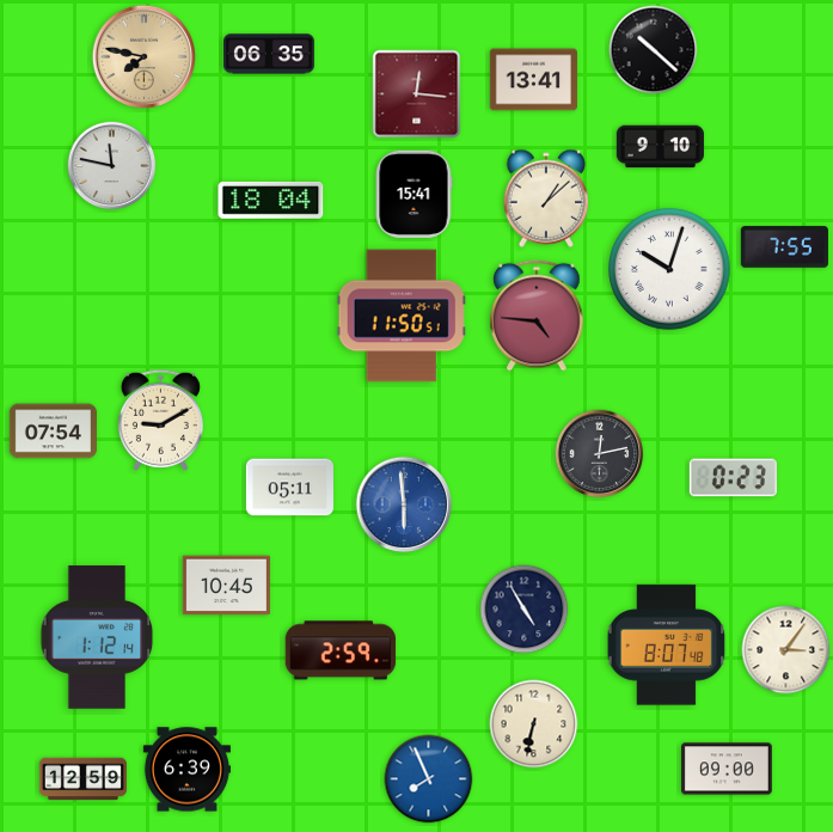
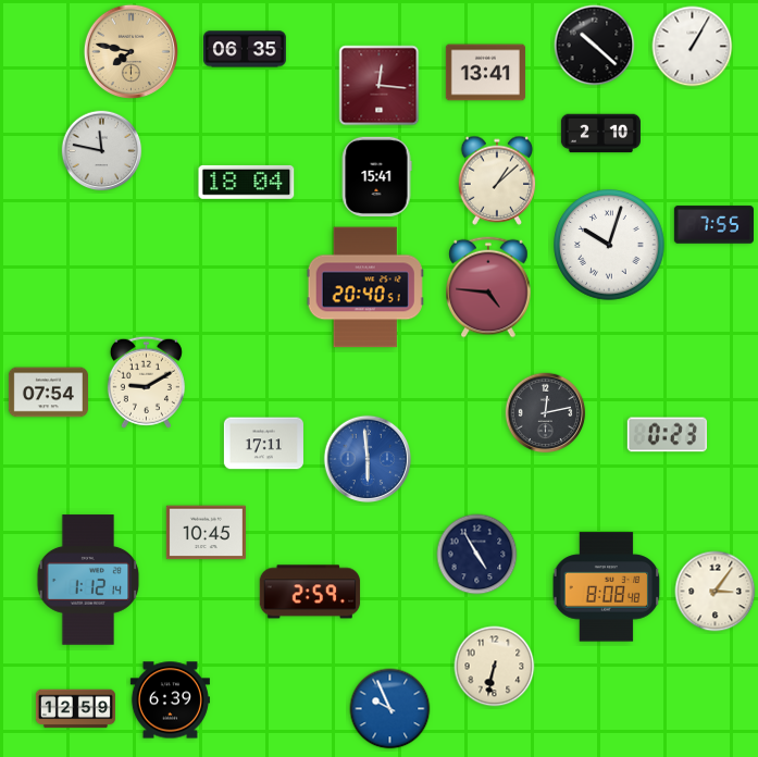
clock at (693, 47): none -> 1:05
clock at (660, 147): 9:10 -> 2:10
clock at (402, 316): 11:50 -> 20:40
clock at (289, 488): 05:11 -> 17:11
clock at (667, 646): 8:07 -> 8:08
clock at (534, 724) position: (534, 724) -> (495, 667)
clock at (728, 769): 09:00 -> none
clock at (429, 779): 7:56 -> 9:56
